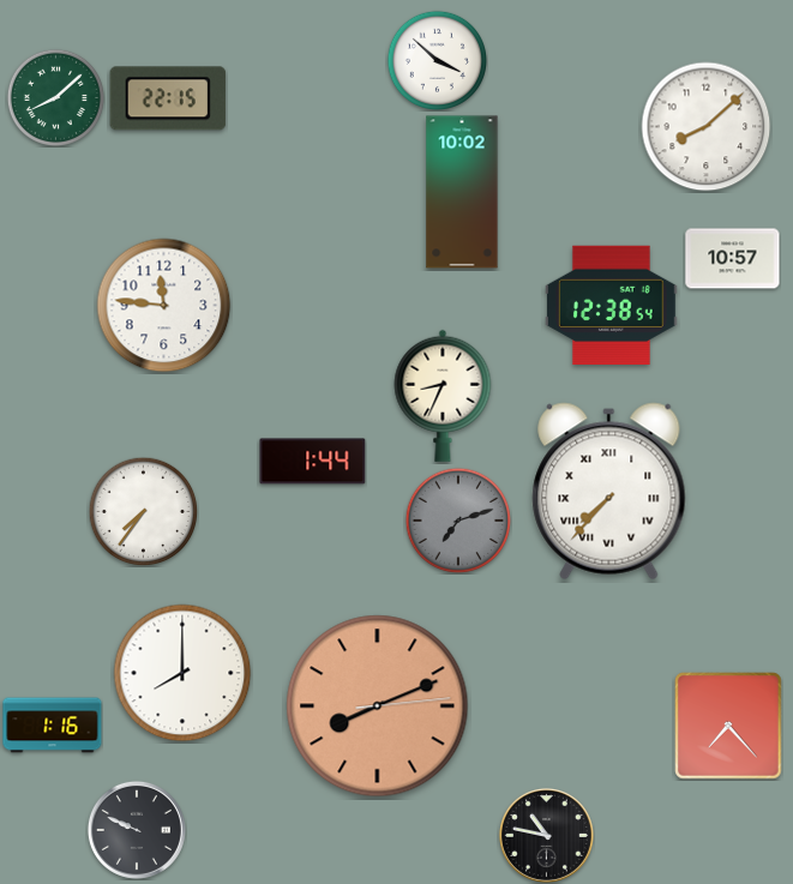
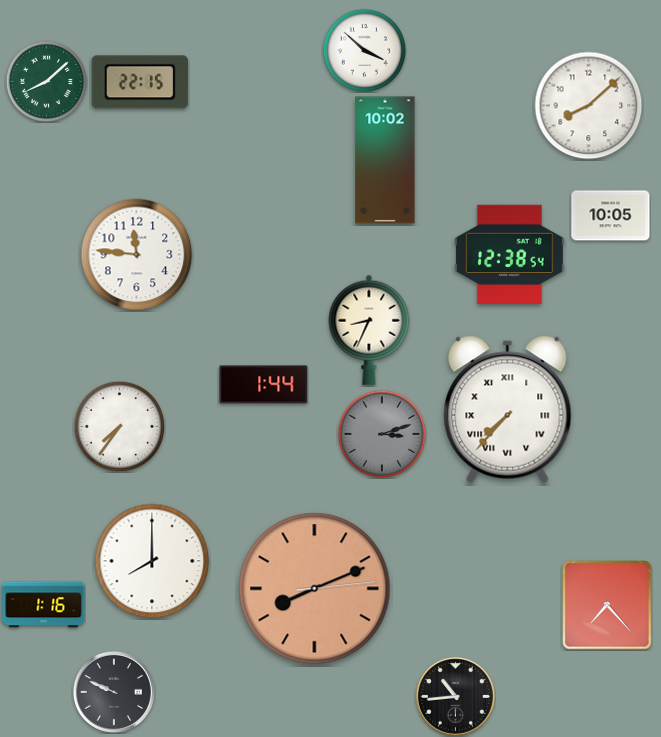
clock at (733, 259): 10:57 -> 10:05
clock at (313, 462) position: (313, 462) -> (264, 385)
clock at (458, 521): 7:12 -> 3:12
clock at (546, 835): 10:47 -> 10:44
